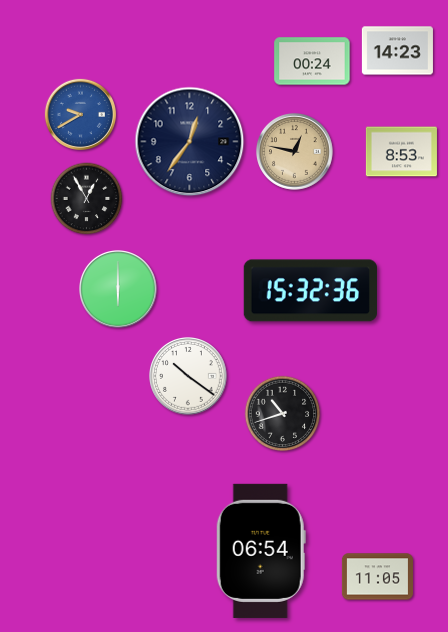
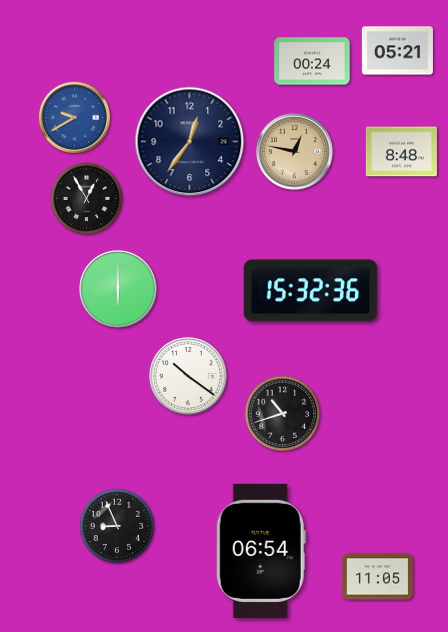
clock at (397, 51): 14:23 -> 05:21
clock at (80, 114) position: (80, 114) -> (74, 117)
clock at (401, 152): 8:53 -> 8:48
clock at (117, 526): none -> 8:56
